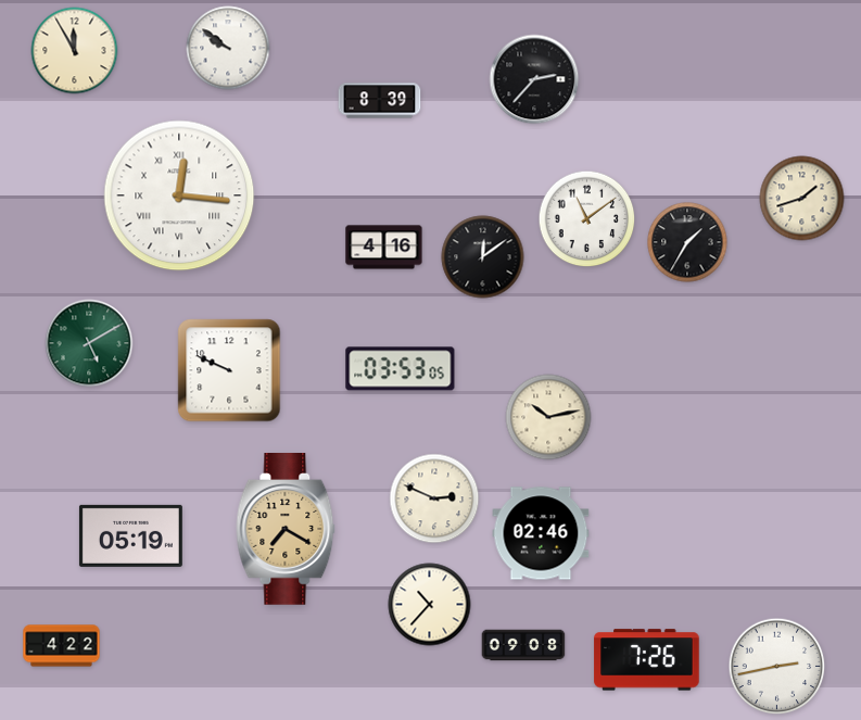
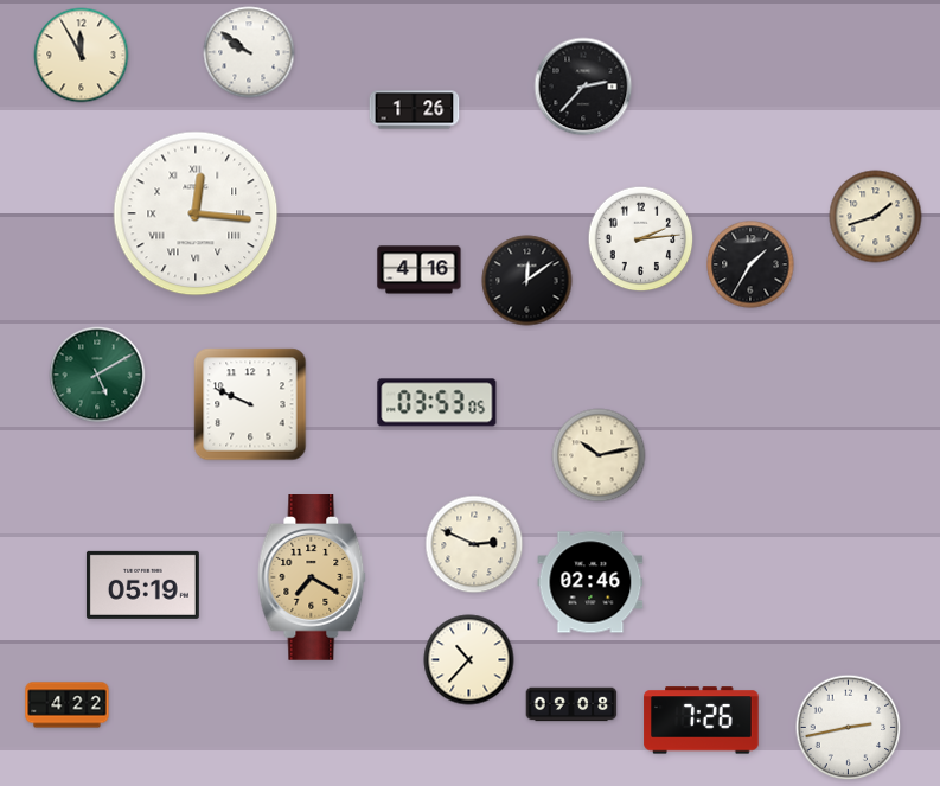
clock at (380, 101): 8:39 -> 1:26
clock at (587, 219): 11:09 -> 2:14
clock at (647, 660) position: (647, 660) -> (702, 721)
